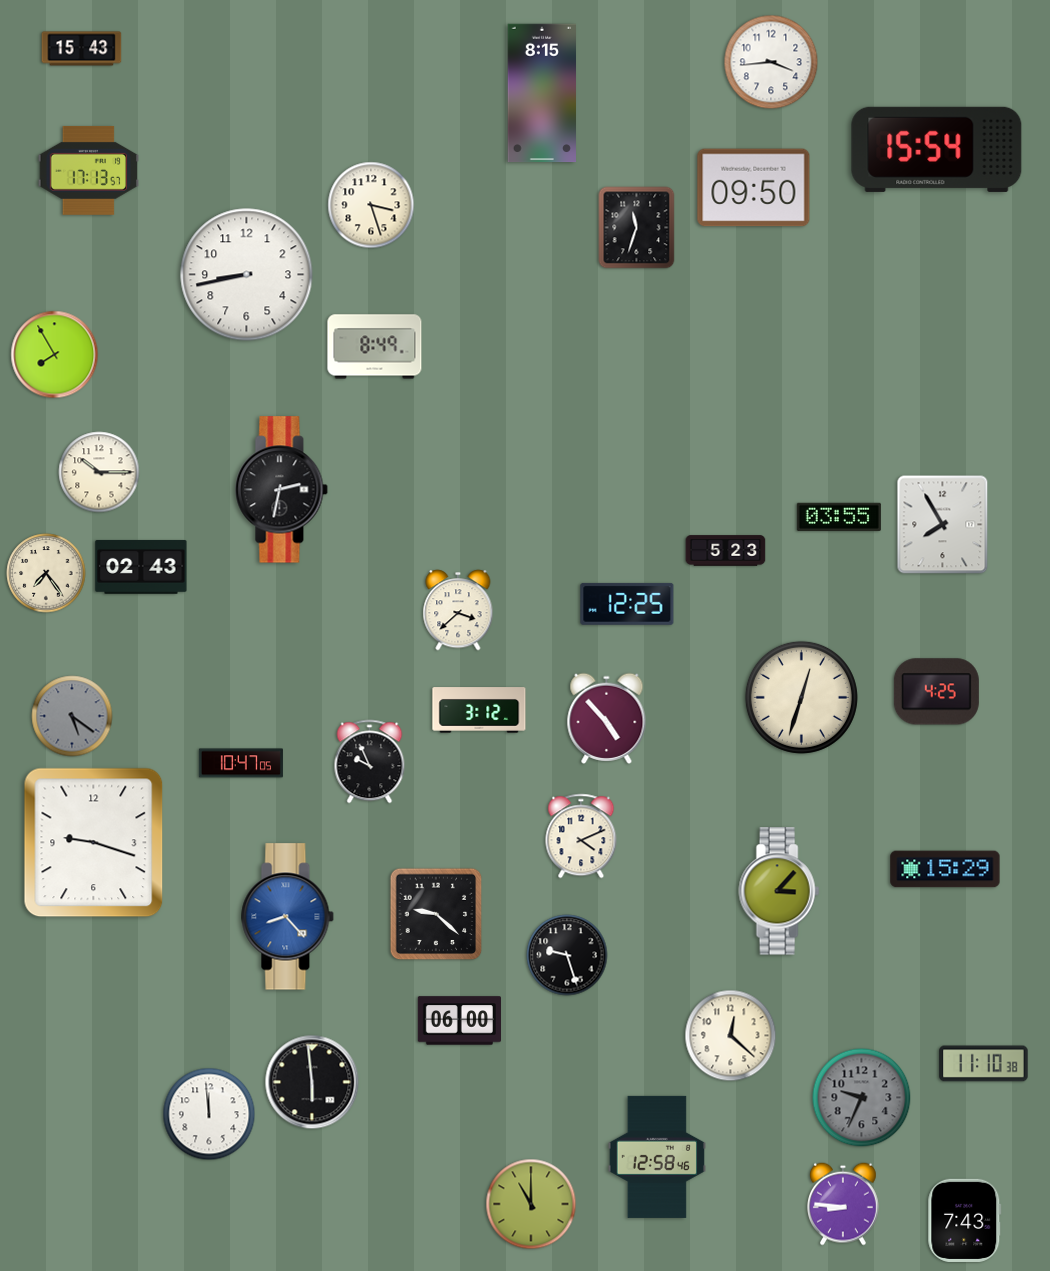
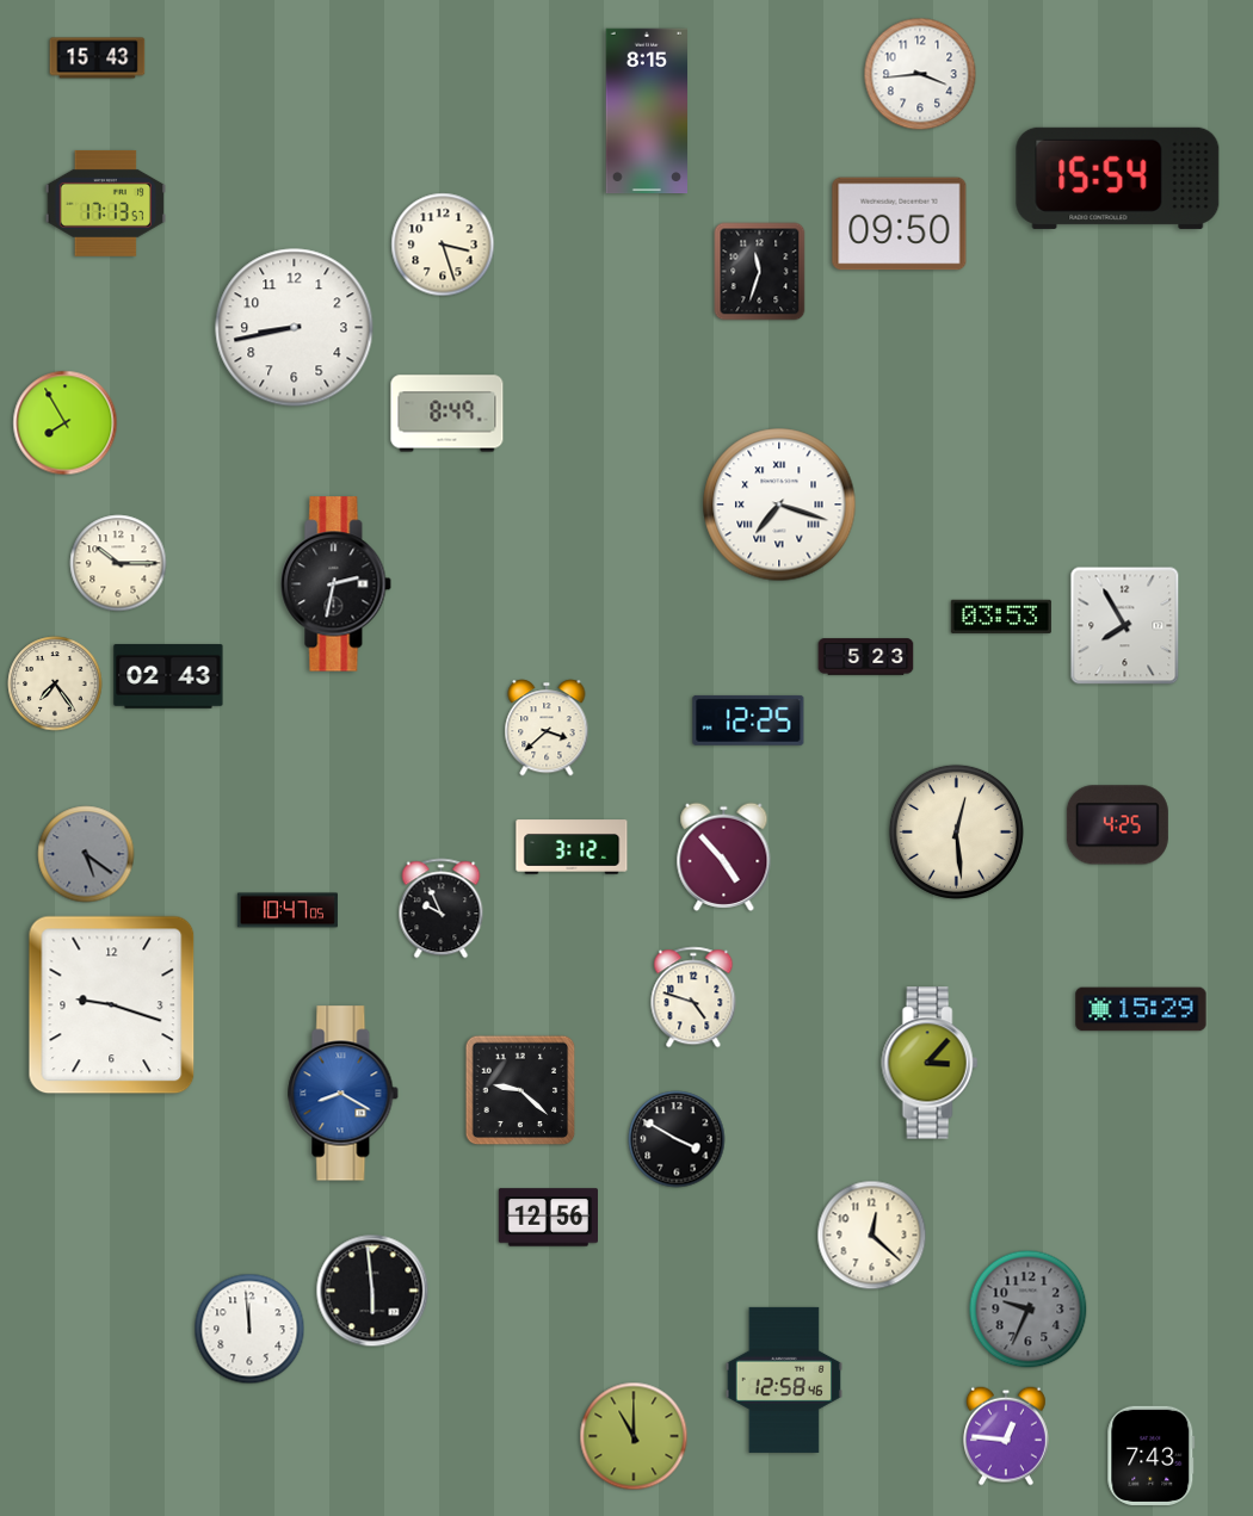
clock at (779, 505): none -> 7:18
clock at (839, 517): 03:55 -> 03:53
clock at (801, 697): 12:33 -> 12:29
clock at (581, 836): 4:11 -> 4:48
clock at (945, 869) position: (945, 869) -> (1141, 1009)
clock at (288, 917): 8:23 -> 8:20
clock at (567, 955): 9:27 -> 3:50
clock at (459, 1021): 06:00 -> 12:56
clock at (984, 1064): 11:10 -> none
clock at (844, 1204): 8:46 -> 12:46
